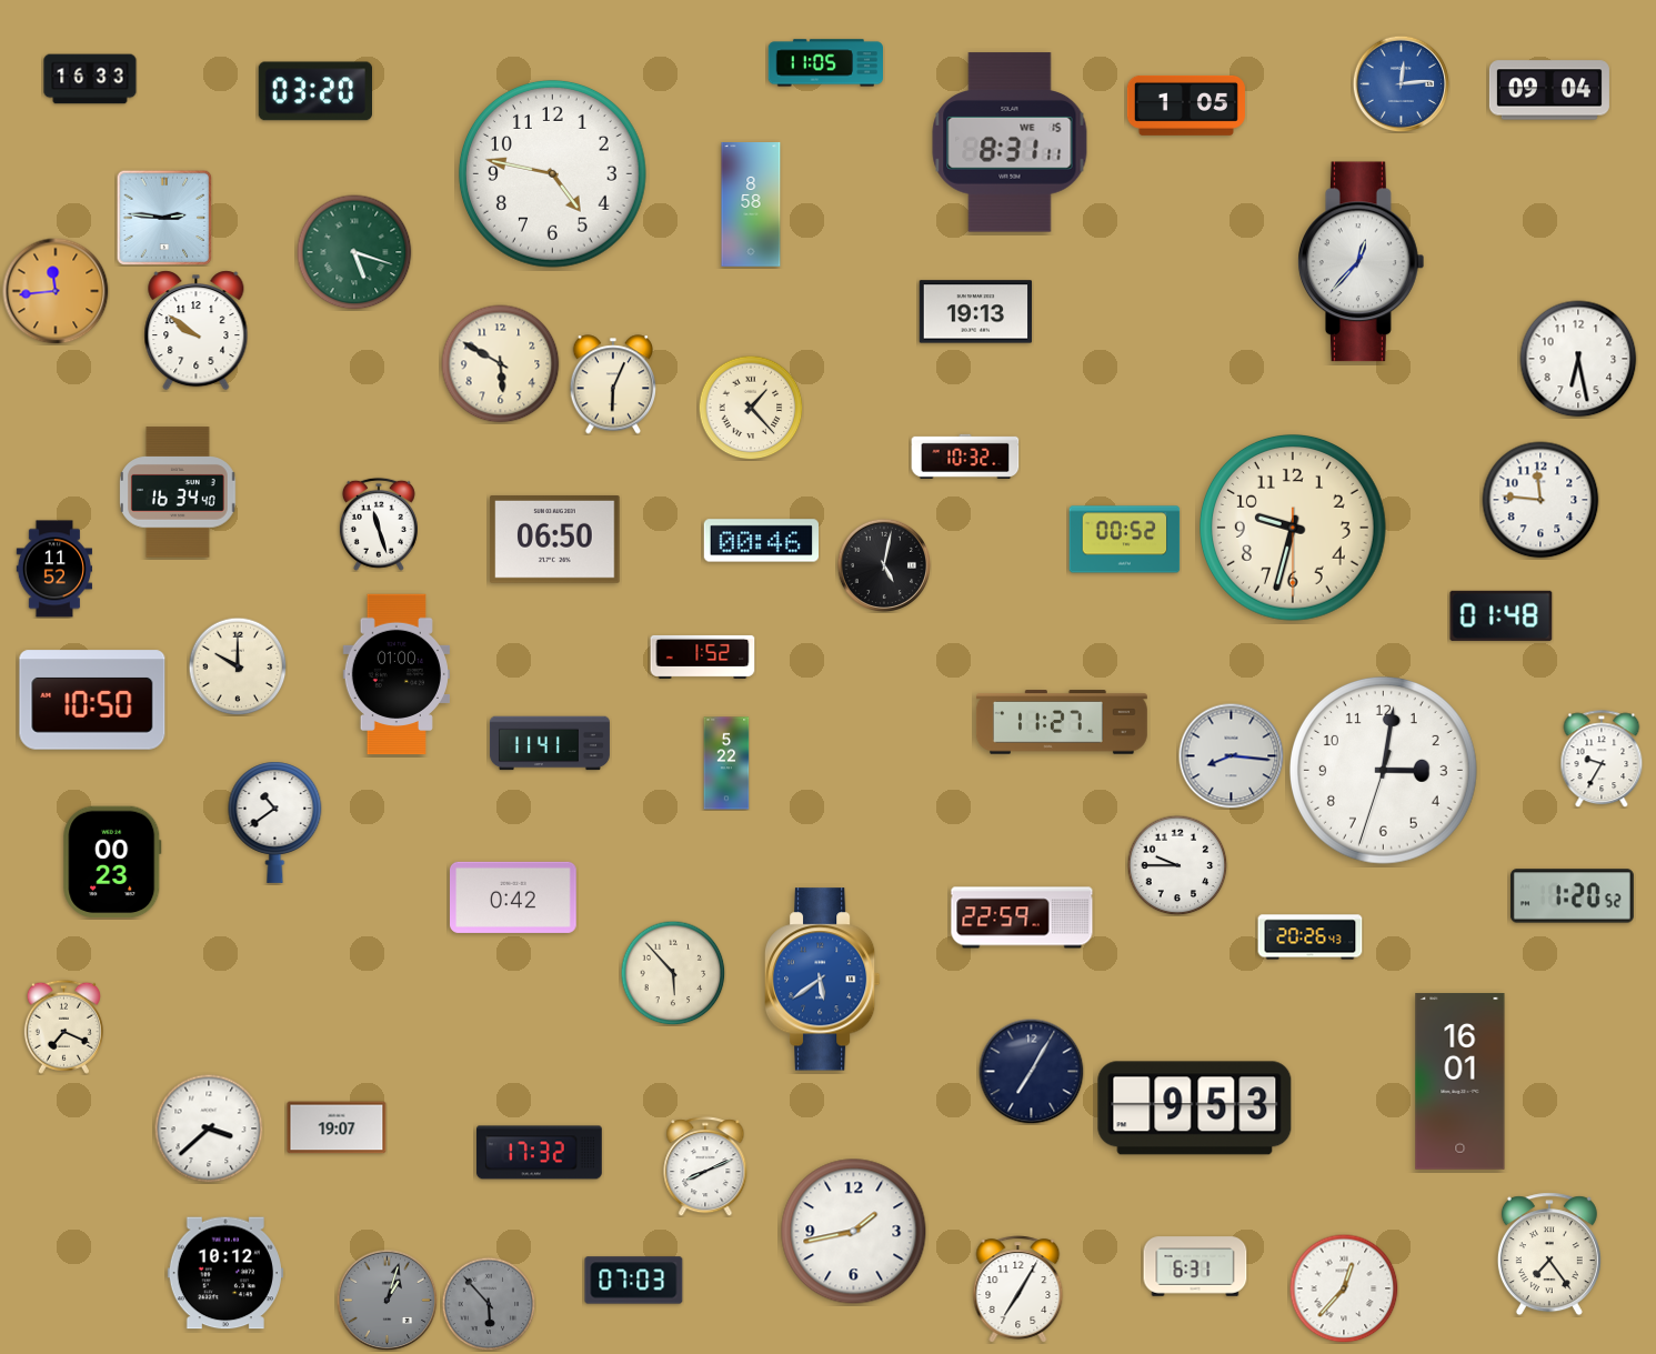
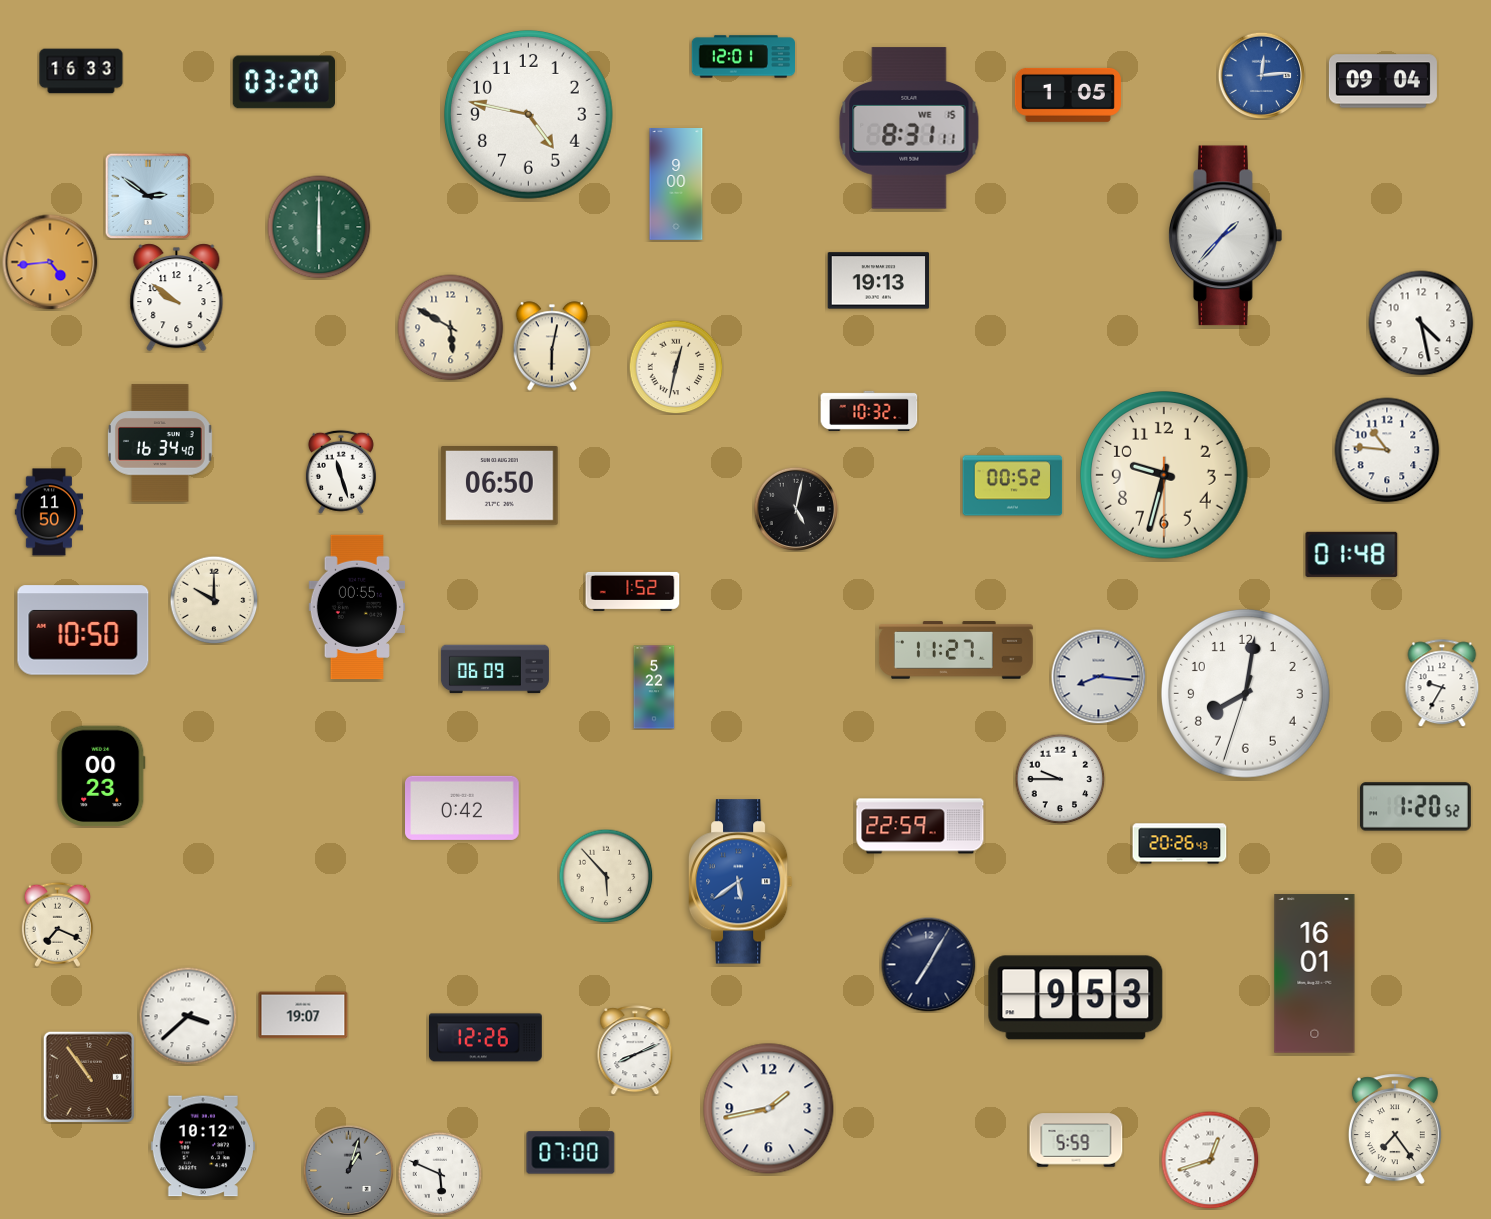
clock at (825, 63): 11:05 -> 12:01
clock at (1549, 90) position: (1549, 90) -> (1383, 81)
clock at (552, 173) position: (552, 173) -> (528, 114)
clock at (751, 205): 8:58 -> 9:00
clock at (164, 218): 2:46 -> 2:51
clock at (354, 252): 5:18 -> 6:00
clock at (1361, 262): 12:37 -> 1:37
clock at (56, 291): 11:44 -> 4:44
clock at (1578, 359): 6:28 -> 4:28
clock at (613, 384): 6:04 -> 6:02
clock at (751, 408): 1:23 -> 12:32
clock at (1540, 500): 11:46 -> 10:46
clock at (761, 541): 00:46 -> none
clock at (53, 569): 11:52 -> 11:50
clock at (395, 674): 01:00 -> 00:55
clock at (550, 743): 11:41 -> 06:09
clock at (1231, 755) position: (1231, 755) -> (1098, 676)
clock at (1383, 770): 3:01 -> 8:01
clock at (275, 822): 10:39 -> none
clock at (540, 1153): 17:32 -> 12:26
clock at (88, 1076): none -> 10:54
clock at (1195, 1266): 6:31 -> 5:59
clock at (634, 1281): 07:03 -> 07:00
clock at (1344, 1288): 12:37 -> 12:42
clock at (1018, 1290): 7:05 -> none
clock at (489, 1304): 5:53 -> 5:49
clock at (489, 1304) dial: grey -> white
